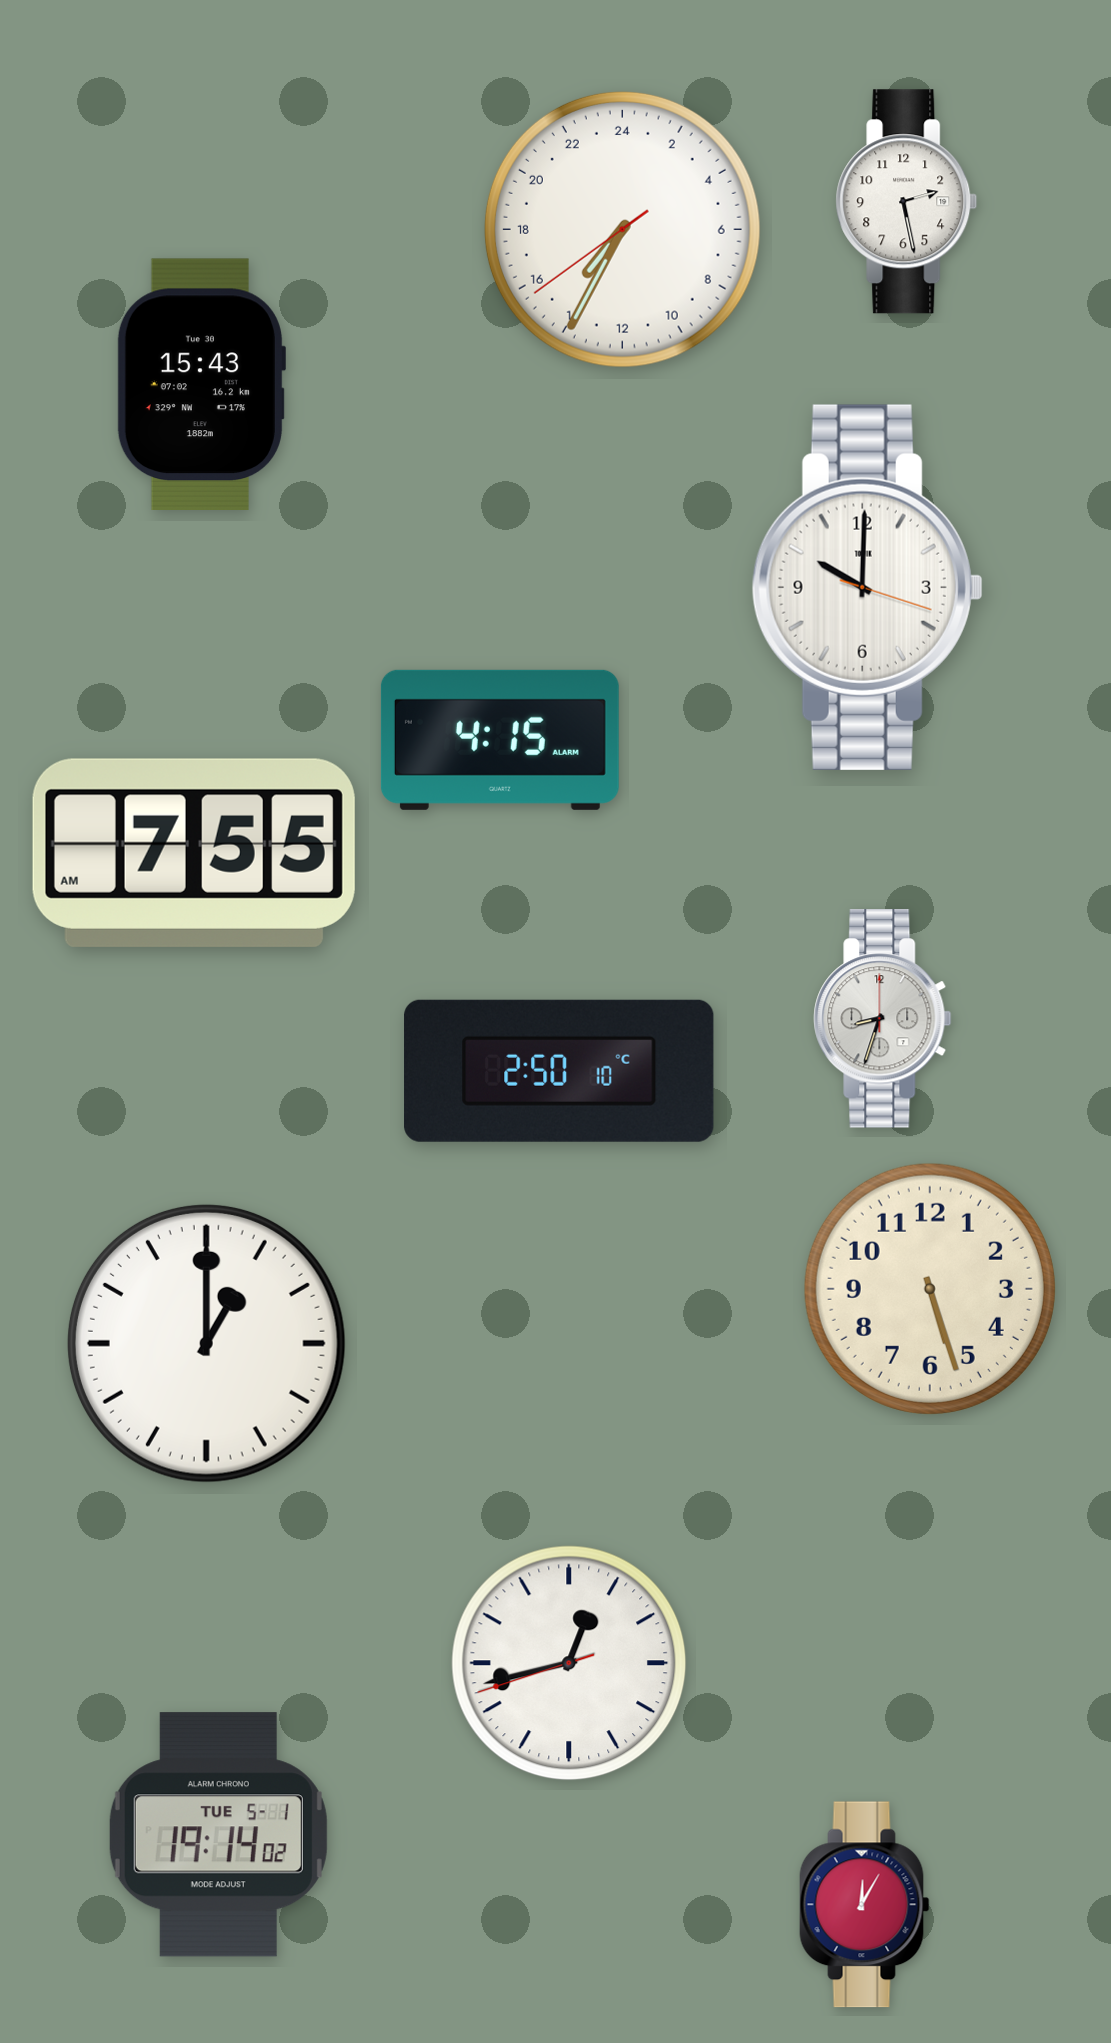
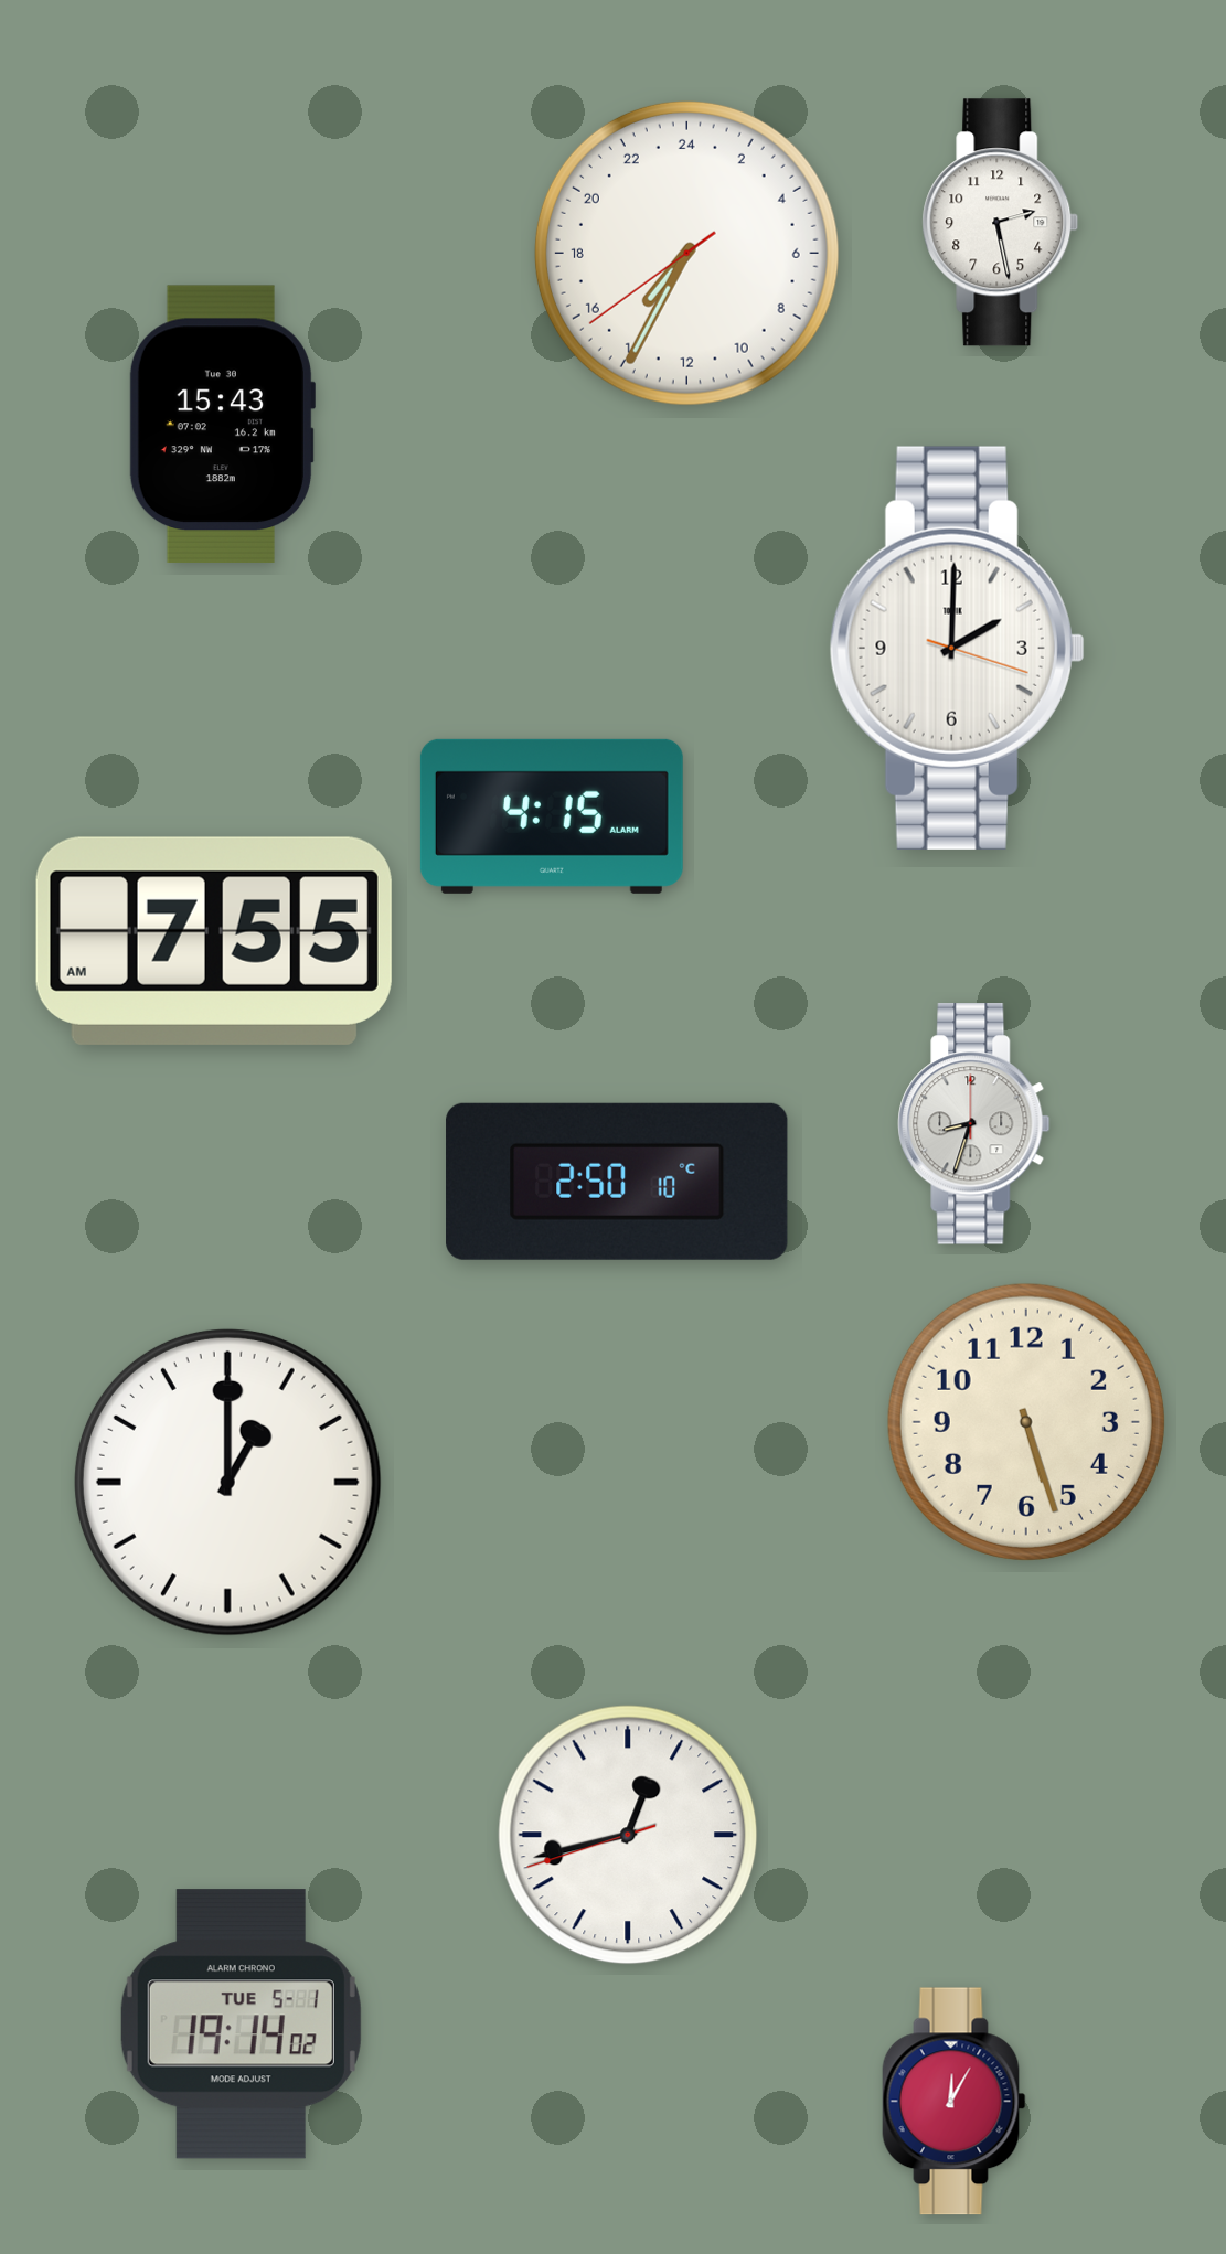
clock at (867, 587): 10:00 -> 2:00
